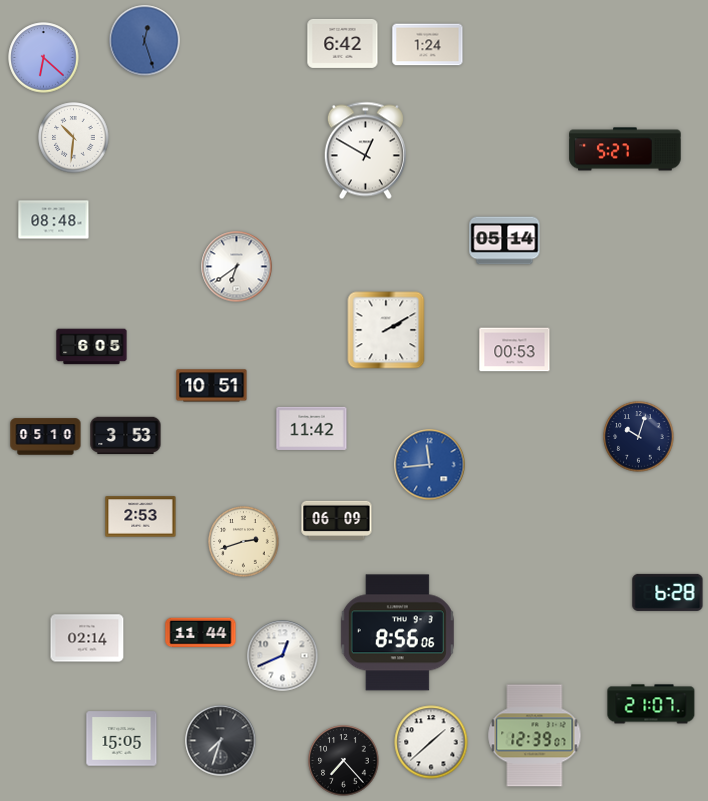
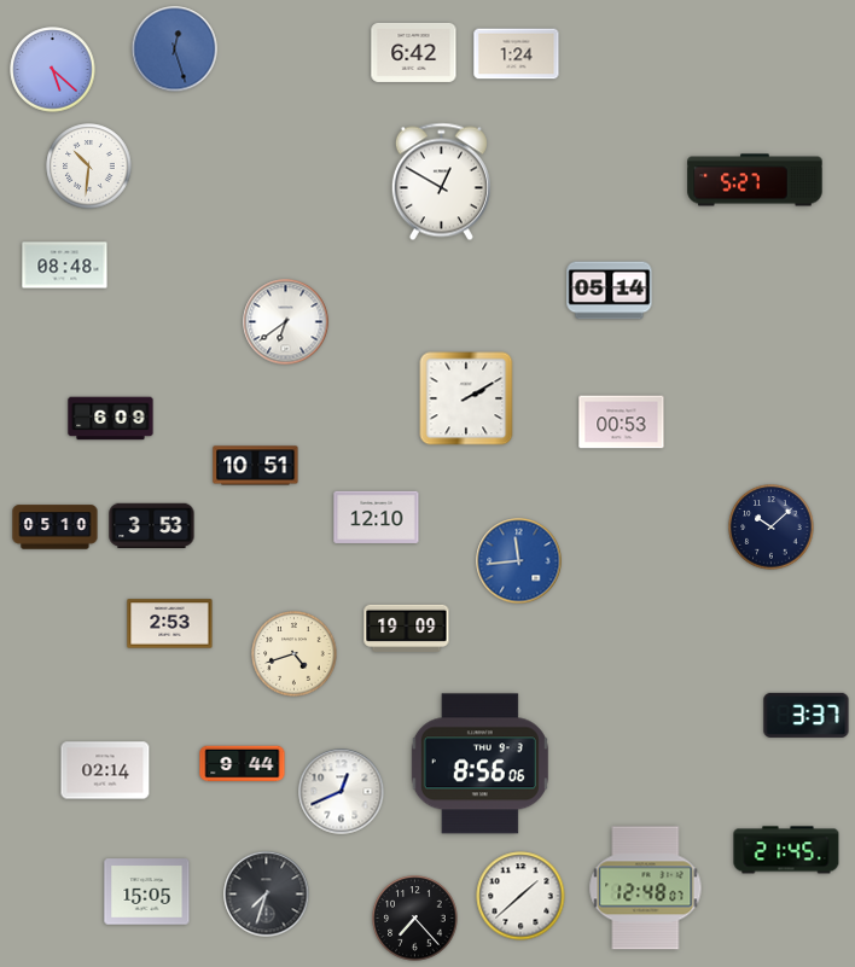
clock at (44, 58): 6:22 -> 5:22
clock at (92, 347): 6:05 -> 6:09
clock at (312, 428): 11:42 -> 12:10
clock at (639, 437): 10:03 -> 10:08
clock at (337, 520): 06:09 -> 19:09
clock at (244, 542): 2:42 -> 4:42
clock at (668, 592): 6:28 -> 3:37
clock at (201, 633): 11:44 -> 9:44
clock at (651, 704): 21:07 -> 21:45
clock at (535, 736): 12:39 -> 12:48
